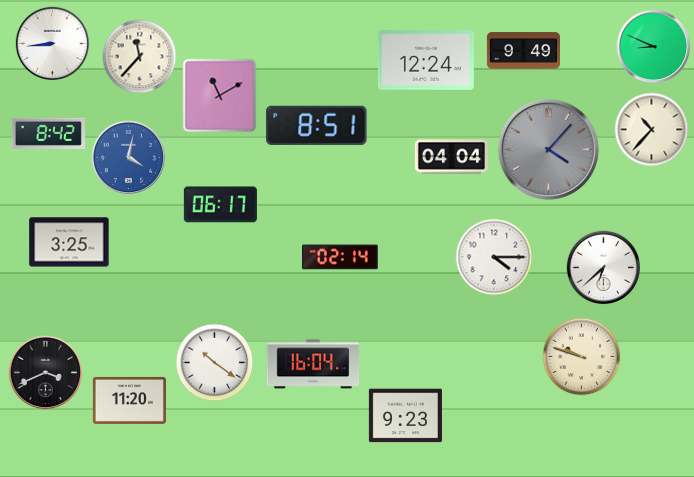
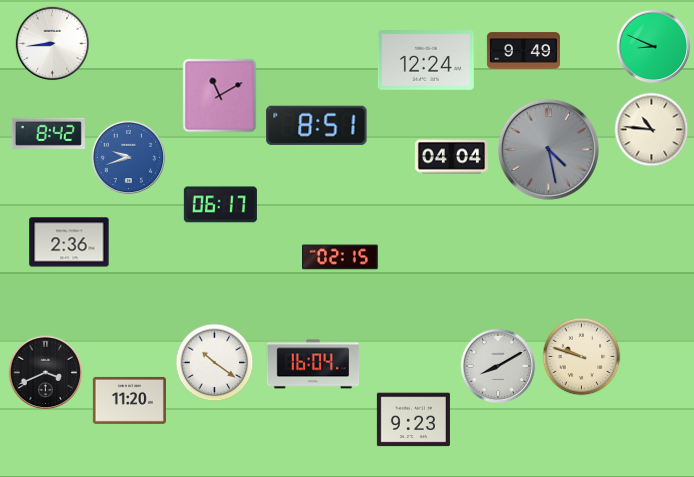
clock at (140, 57): 11:37 -> none
clock at (652, 130): 10:37 -> 10:46
clock at (548, 149): 4:07 -> 4:28
clock at (129, 158): 4:02 -> 9:42
clock at (69, 242): 3:25 -> 2:36
clock at (341, 257): 02:14 -> 02:15
clock at (494, 257): 4:15 -> none
clock at (604, 268): 6:38 -> none
clock at (498, 366): none -> 8:10
clock at (405, 416) position: (405, 416) -> (413, 420)
